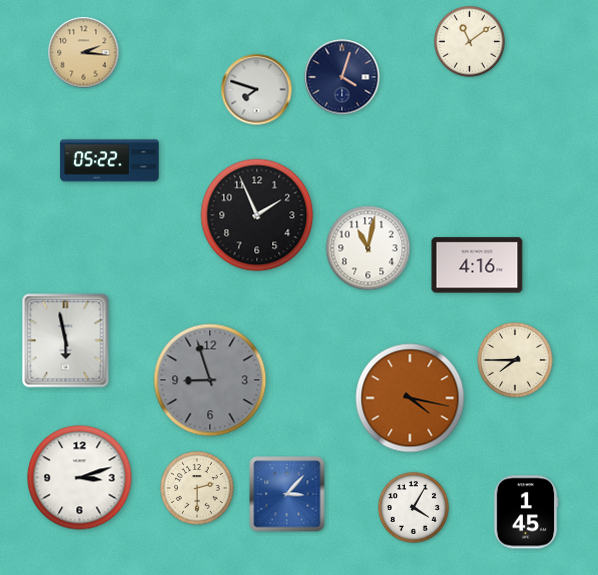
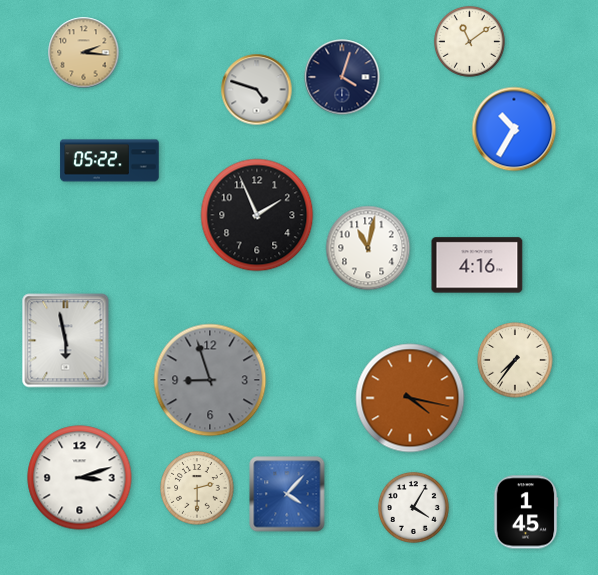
clock at (257, 90): 7:48 -> 4:48
clock at (514, 129): none -> 10:35
clock at (515, 360): 7:45 -> 7:36
clock at (287, 494): 3:07 -> 4:07
